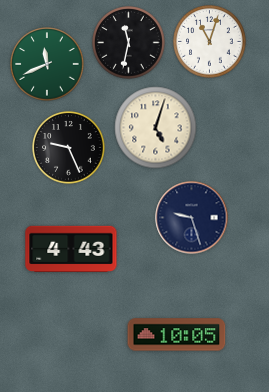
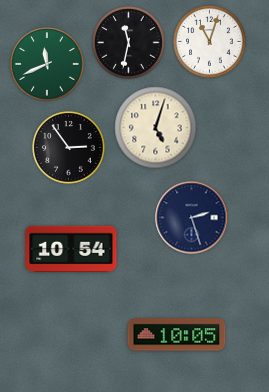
clock at (69, 148): 9:26 -> 2:54
clock at (192, 218): 9:27 -> 2:27
clock at (71, 249): 4:43 -> 10:54
